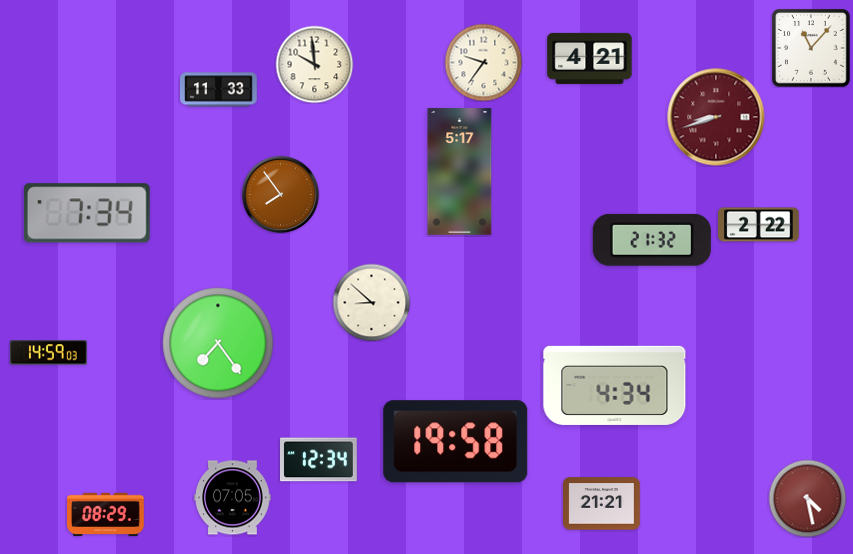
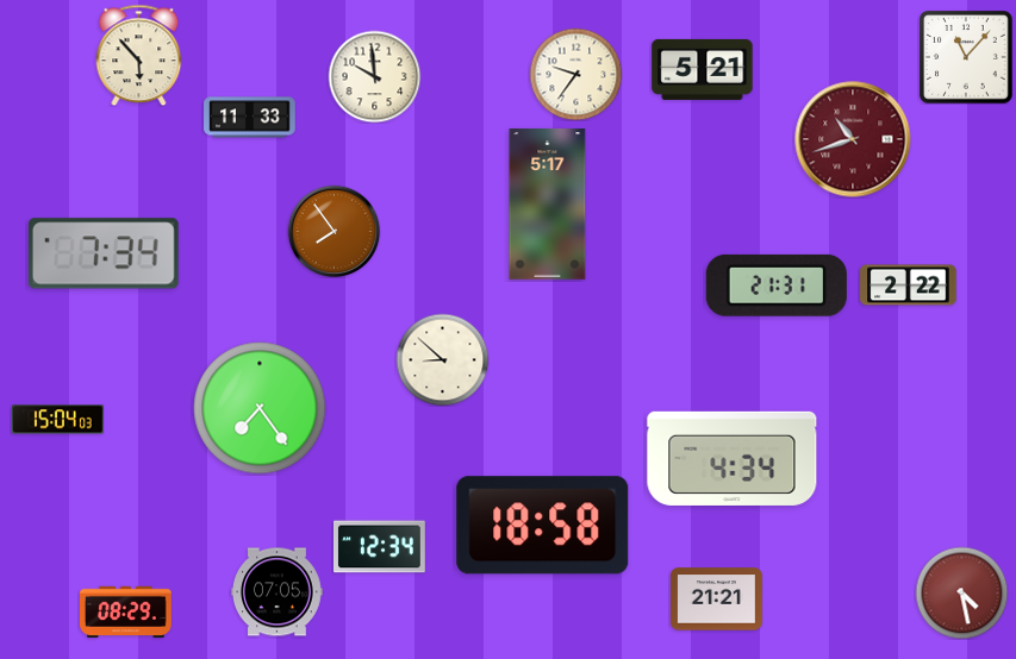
clock at (139, 55): none -> 5:53
clock at (590, 58): 4:21 -> 5:21
clock at (219, 90) position: (219, 90) -> (250, 118)
clock at (716, 117): 8:42 -> 10:42
clock at (759, 225) position: (759, 225) -> (909, 285)
clock at (652, 240): 21:32 -> 21:31
clock at (49, 353): 14:59 -> 15:04
clock at (456, 442): 19:58 -> 18:58
